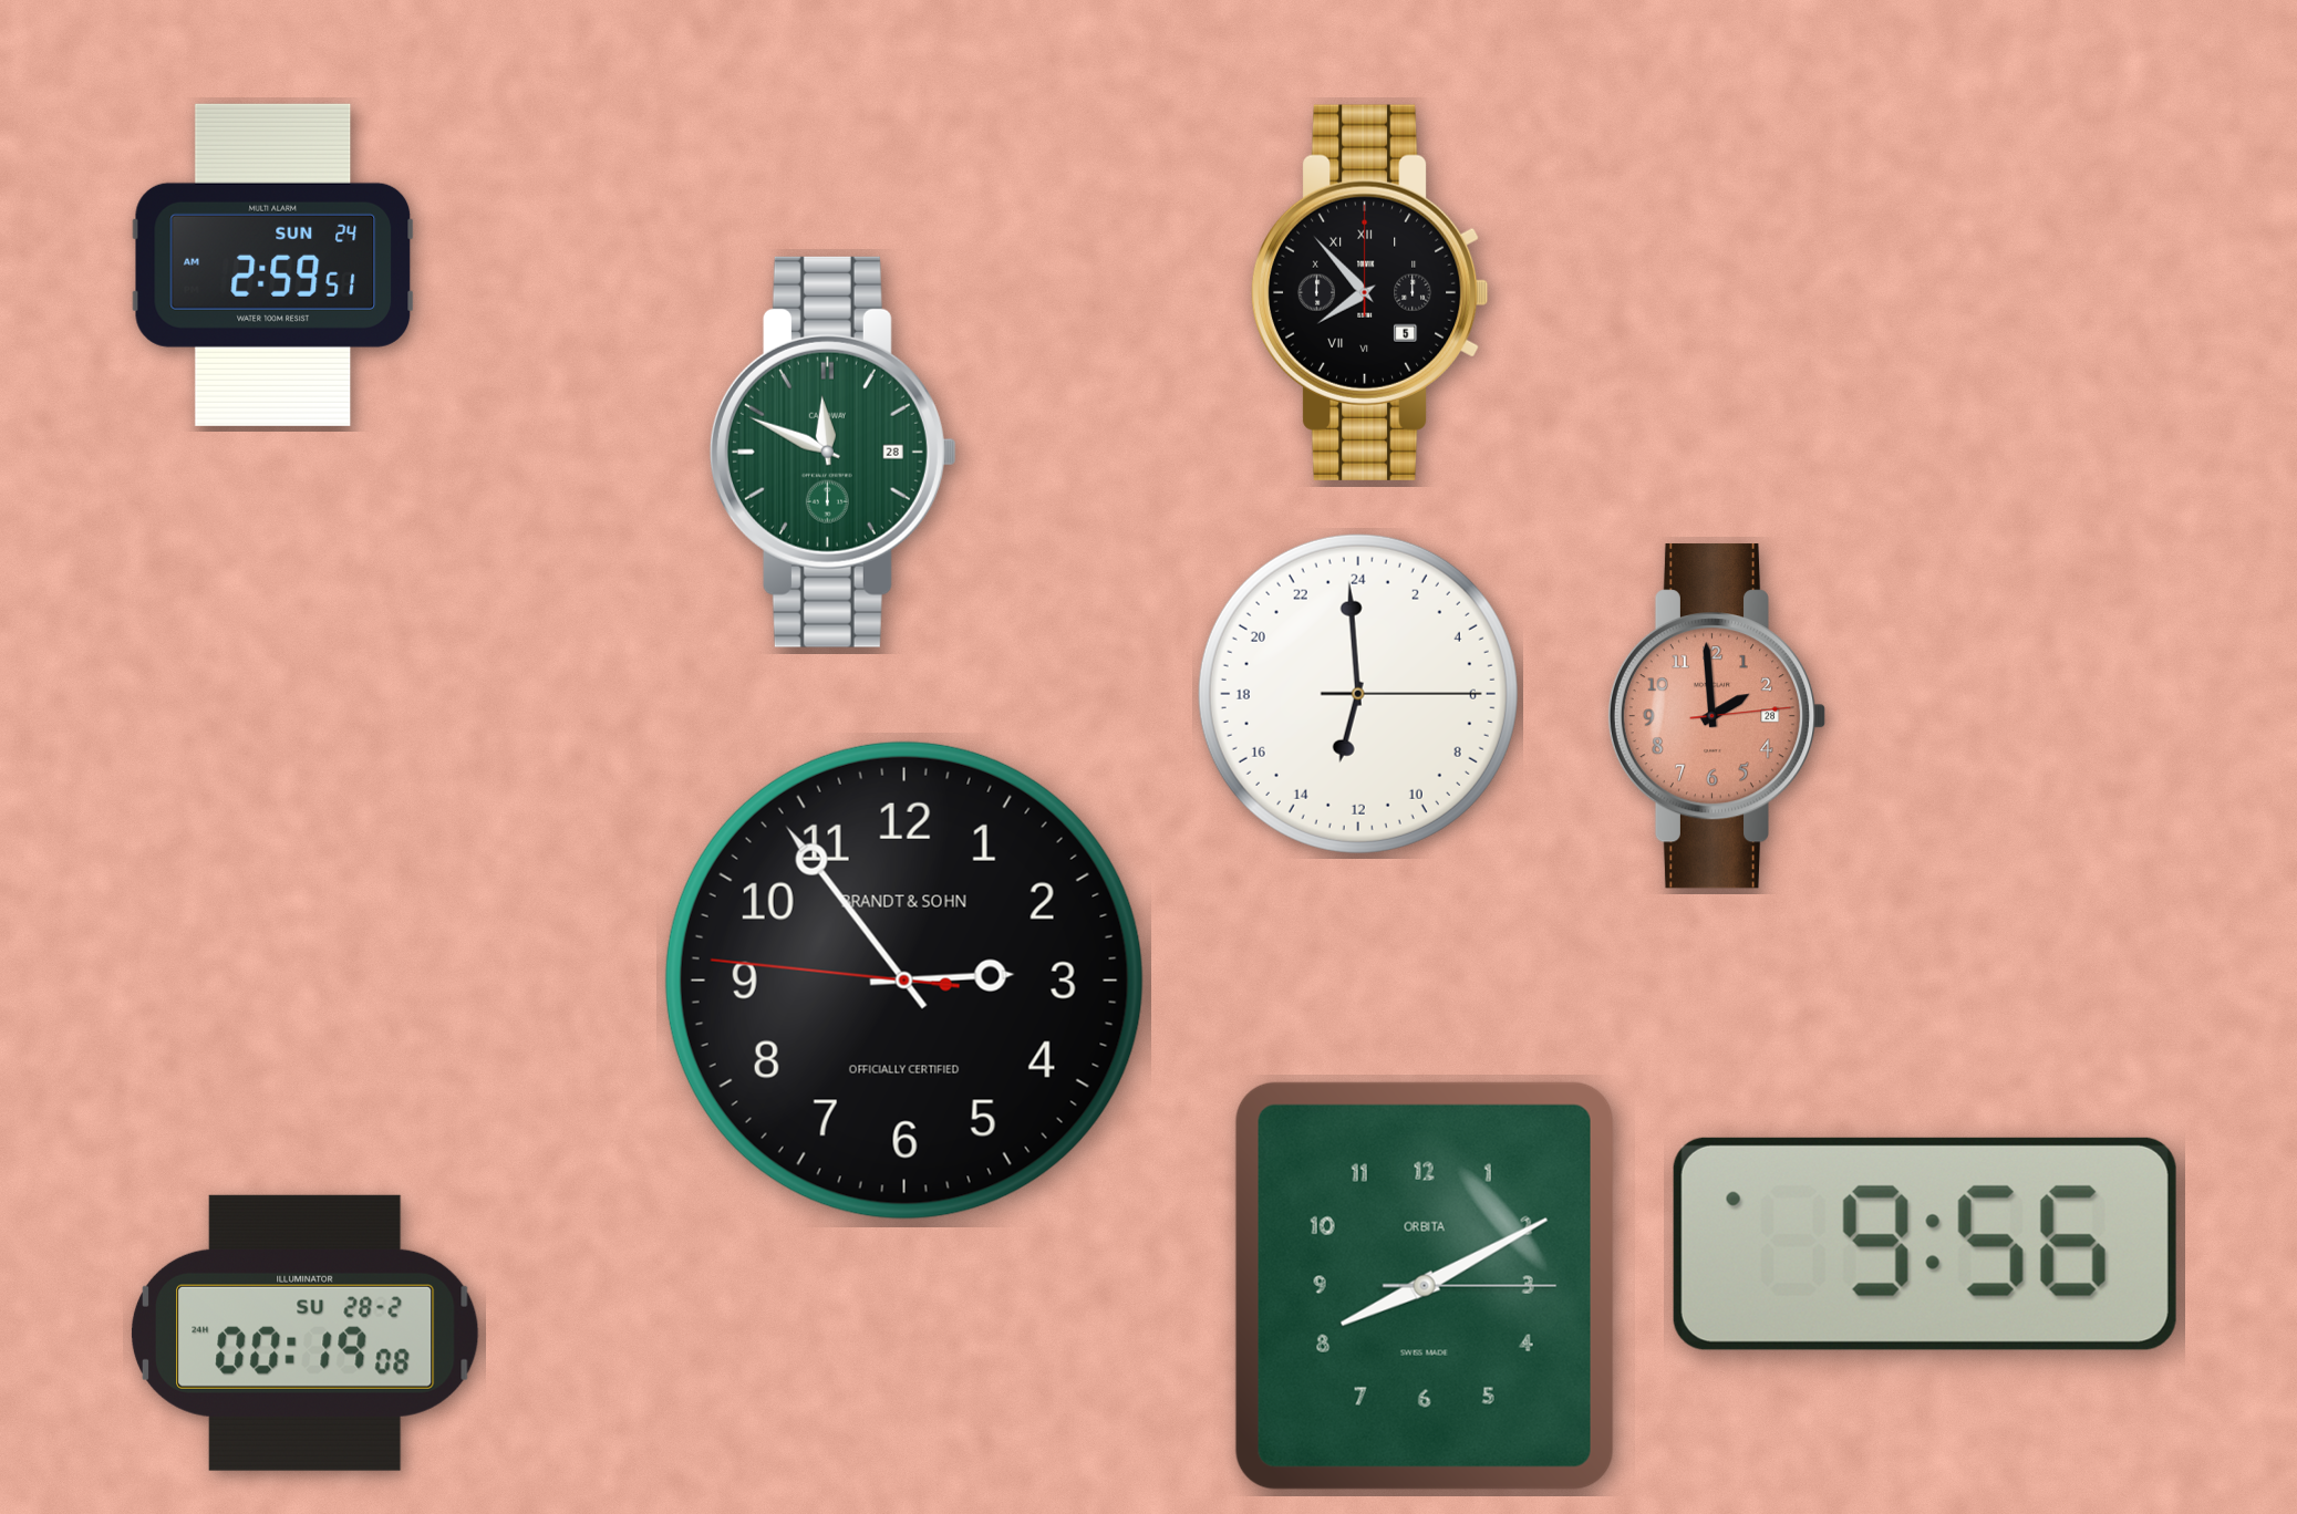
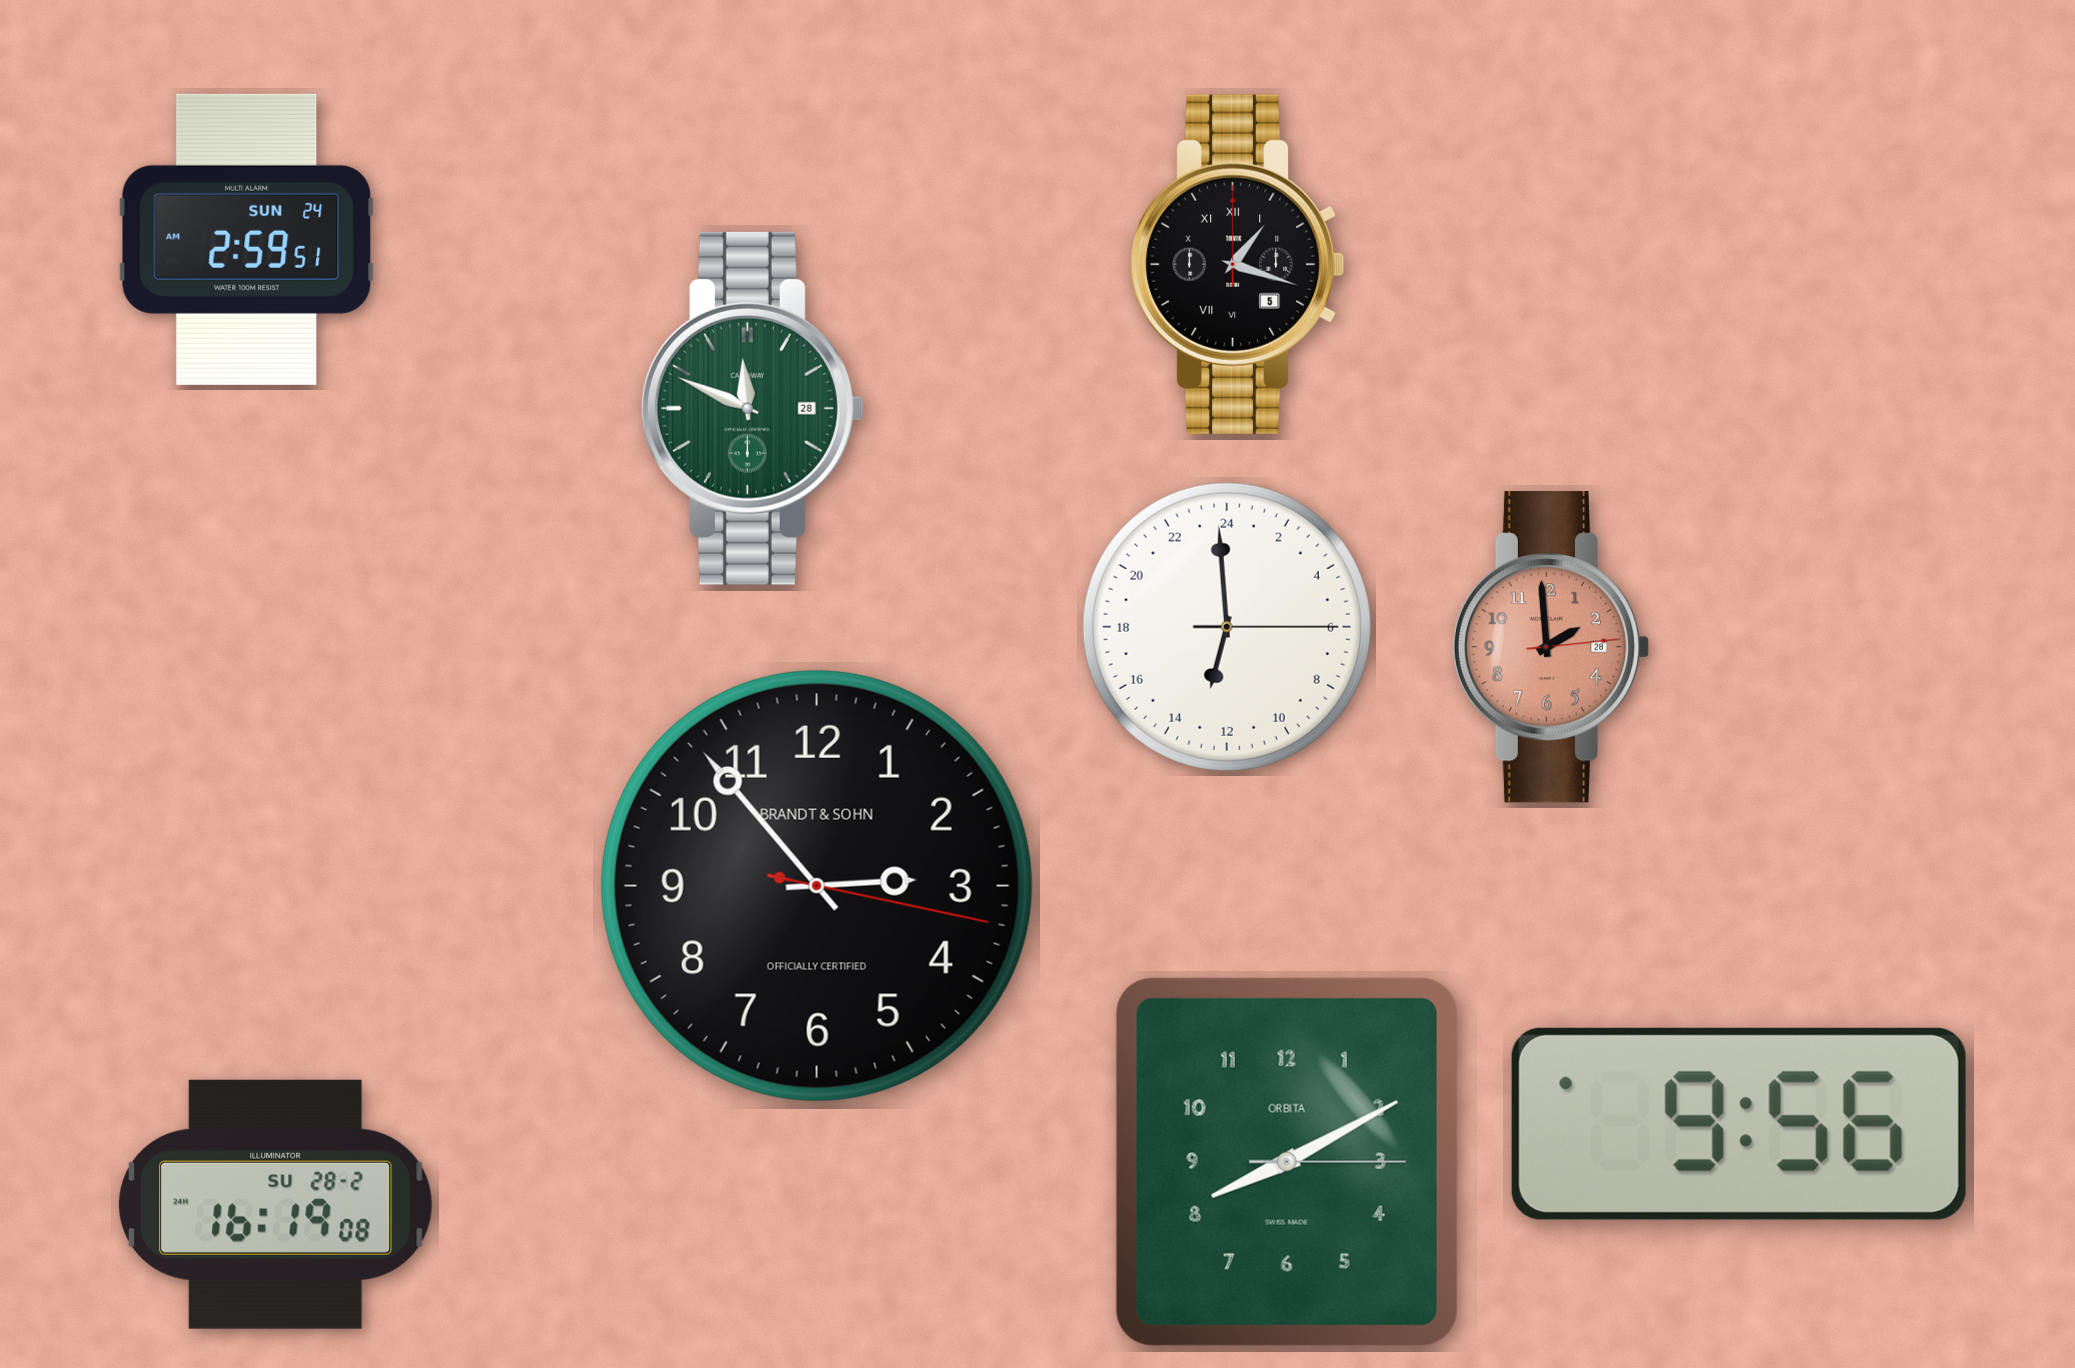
clock at (1369, 292): 7:53 -> 1:18
clock at (904, 981): 2:53:46 -> 2:53:17
clock at (304, 1332): 00:19 -> 16:19
